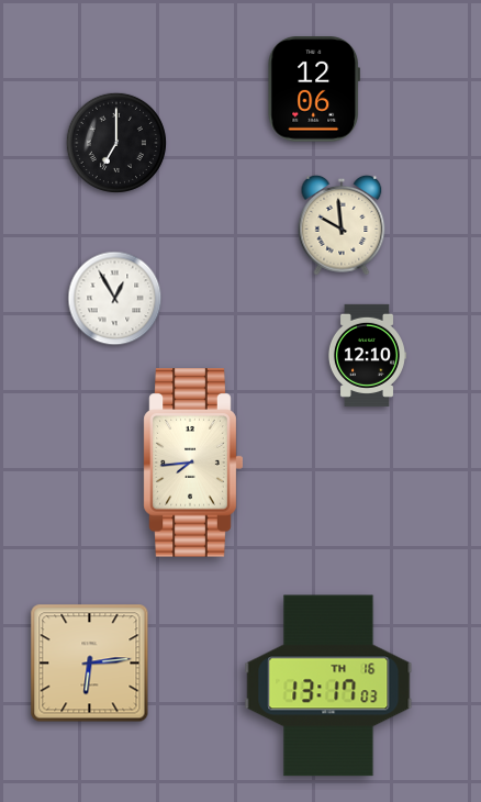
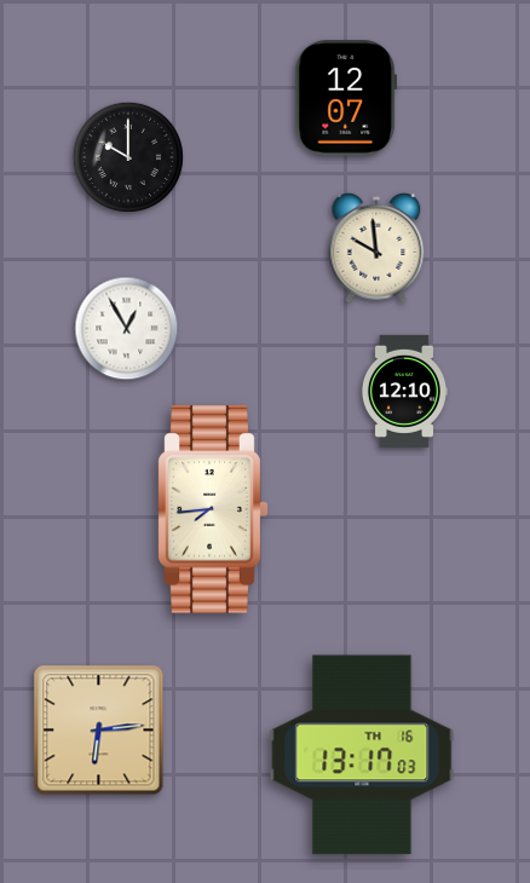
clock at (313, 89): 12:06 -> 12:07
clock at (116, 143): 7:00 -> 10:00
